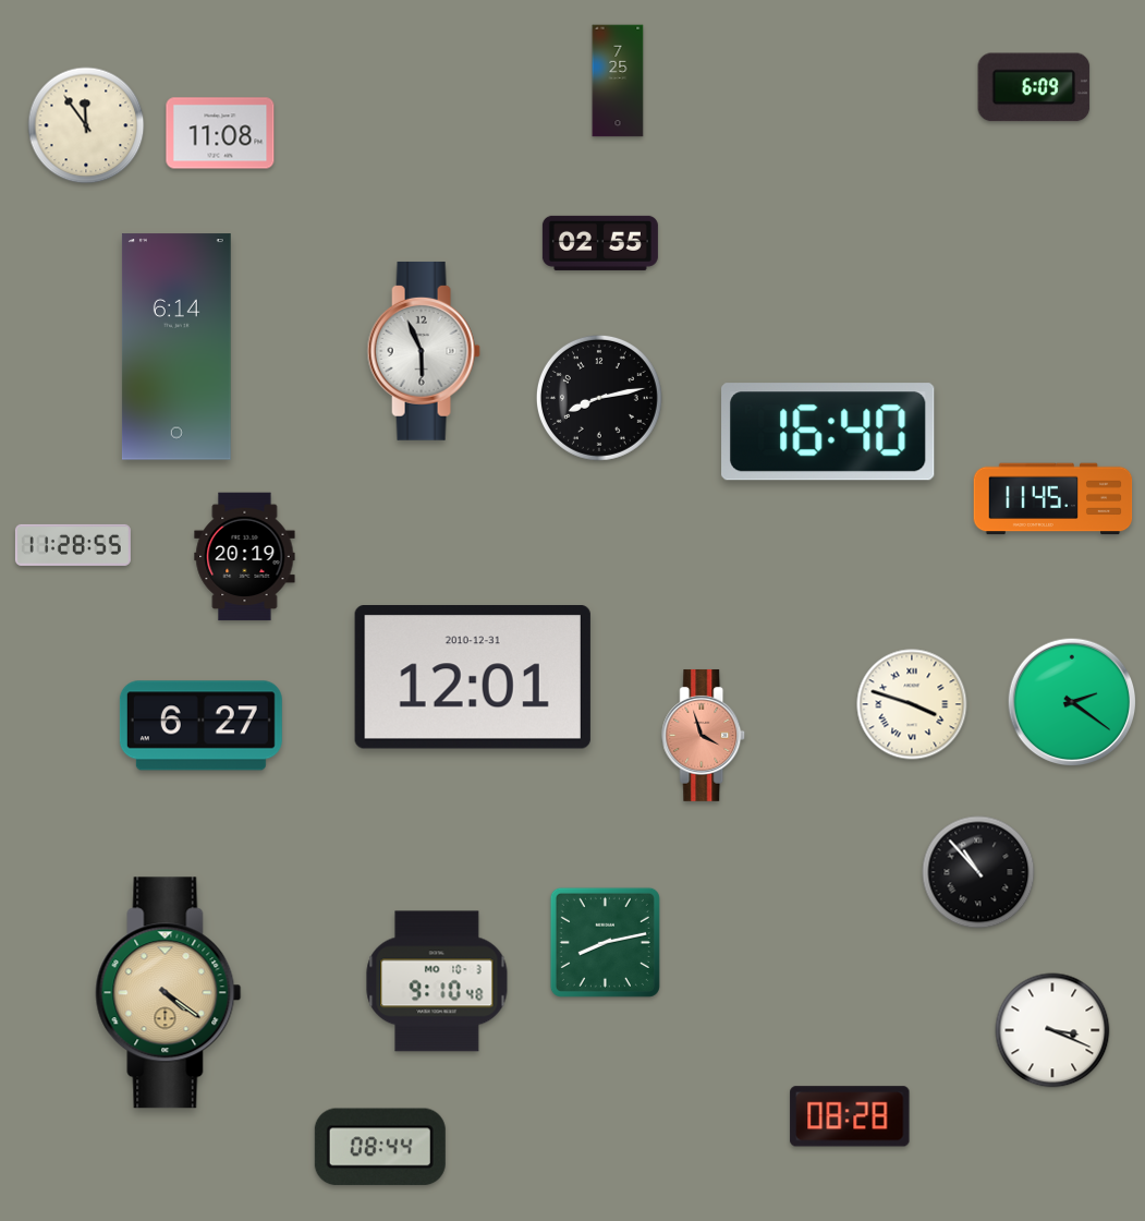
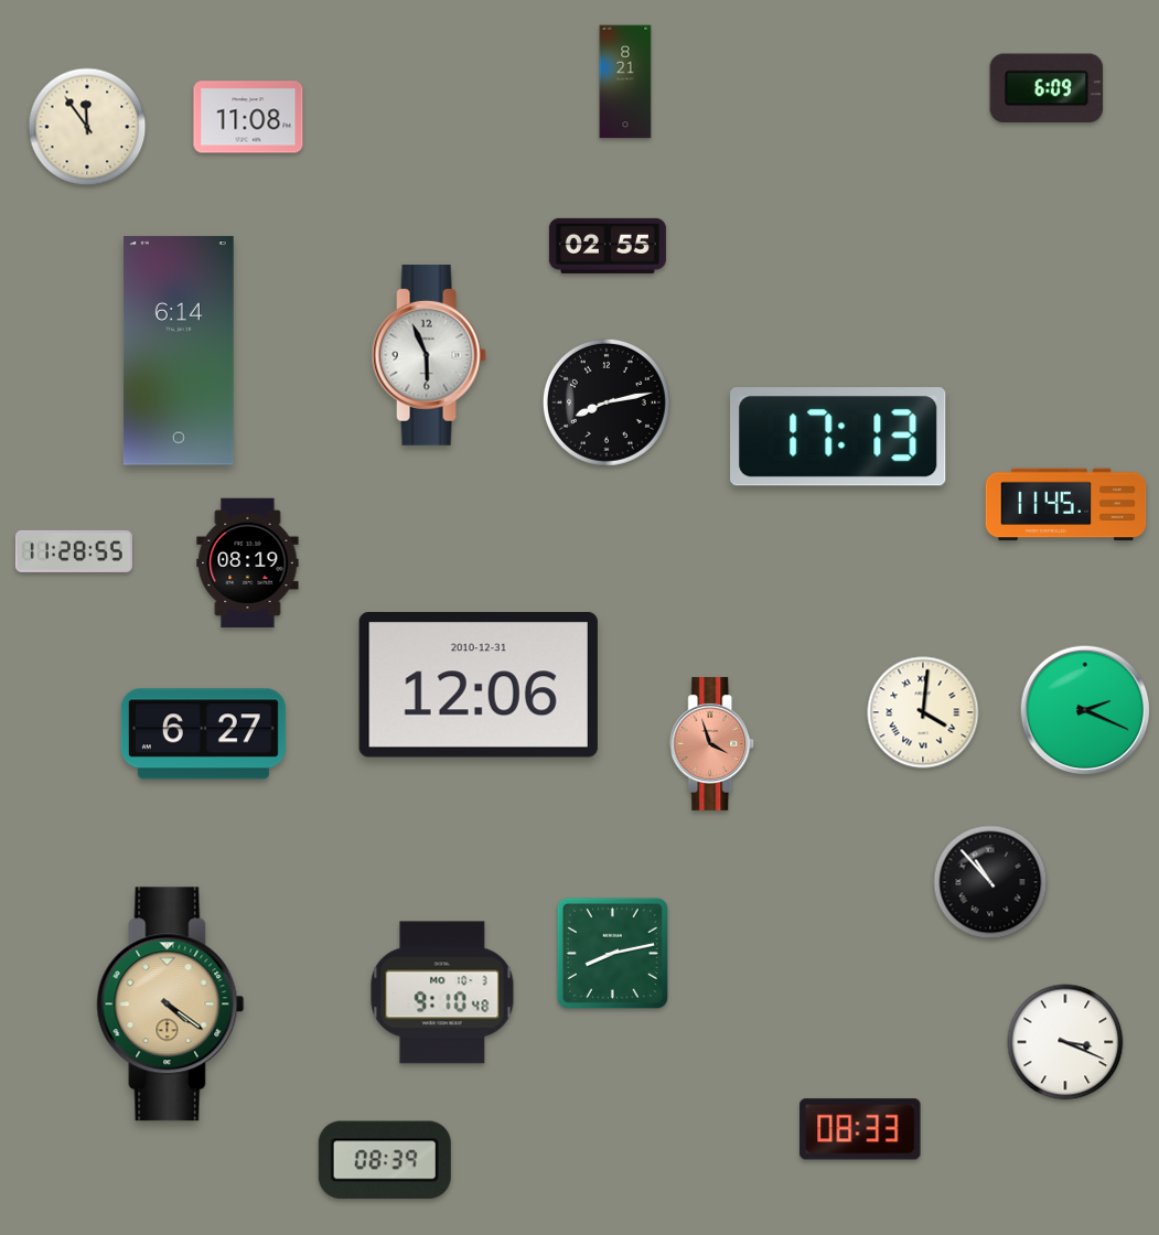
clock at (618, 81): 7:25 -> 8:21
clock at (220, 133) position: (220, 133) -> (248, 117)
clock at (828, 432): 16:40 -> 17:13
clock at (245, 557): 20:19 -> 08:19
clock at (473, 678): 12:01 -> 12:06
clock at (1072, 702): 2:21 -> 2:19
clock at (912, 704): 3:48 -> 4:01
clock at (850, 1116): 08:28 -> 08:33
clock at (380, 1147): 08:44 -> 08:39
